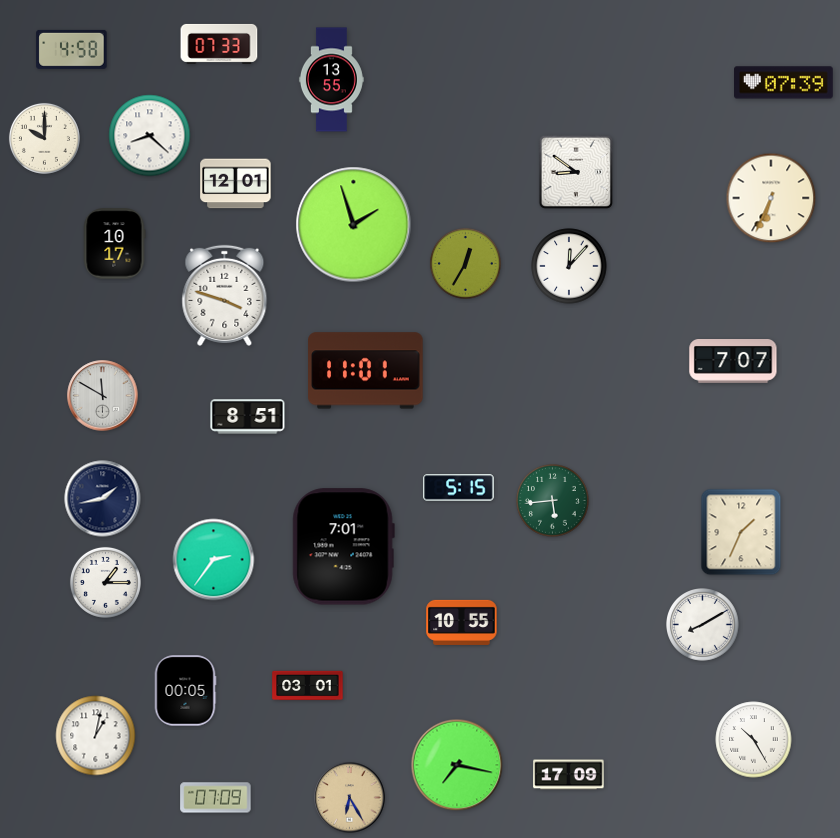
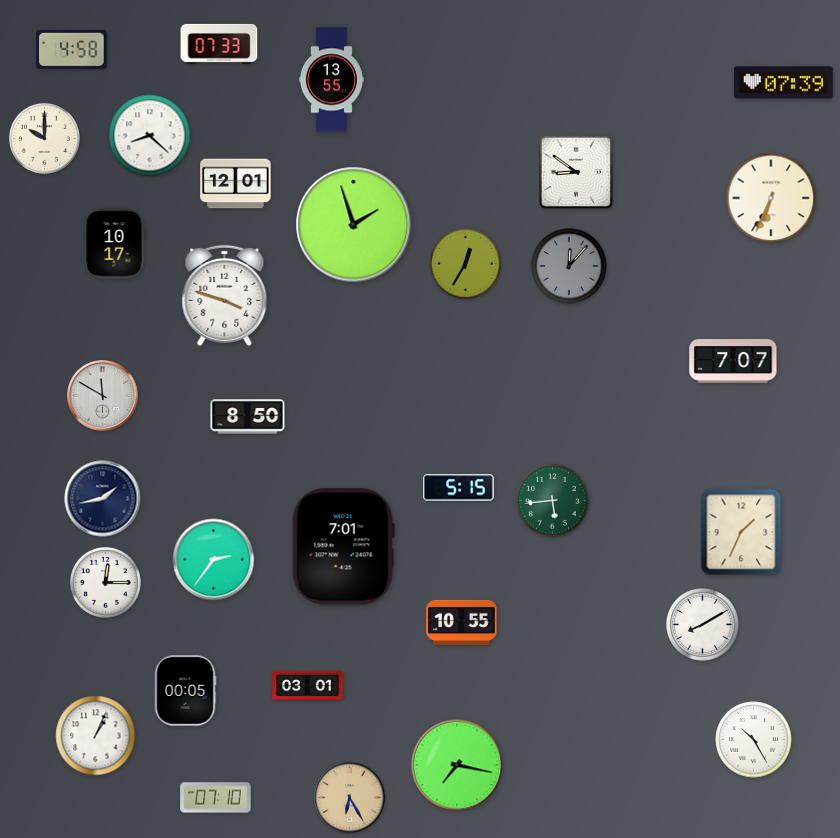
clock at (569, 266) dial: white -> grey
clock at (366, 371): 11:01 -> none
clock at (248, 417): 8:51 -> 8:50
clock at (105, 582): 1:15 -> 12:15
clock at (96, 736): 1:02 -> 1:04
clock at (569, 775): 17:09 -> none
clock at (216, 798): 07:09 -> 07:10
